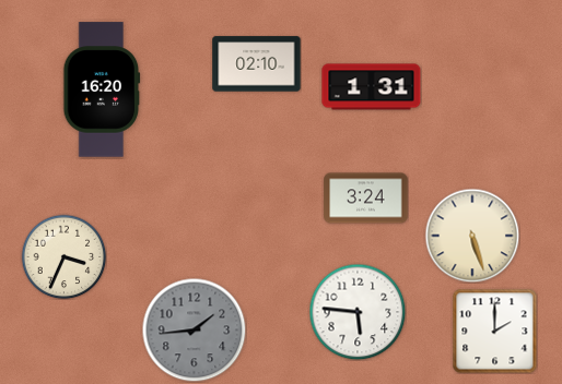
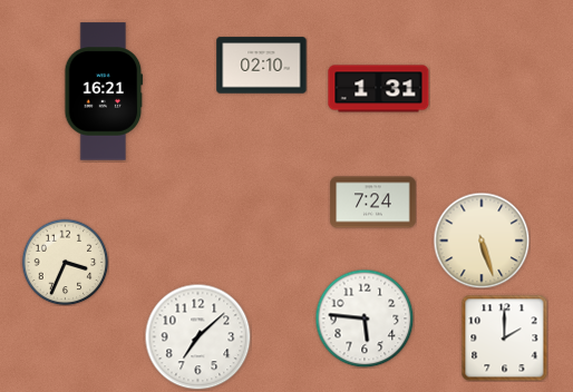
clock at (102, 89): 16:20 -> 16:21
clock at (366, 199): 3:24 -> 7:24
clock at (194, 329): 1:44 -> 7:08
clock at (194, 329) dial: grey -> white
